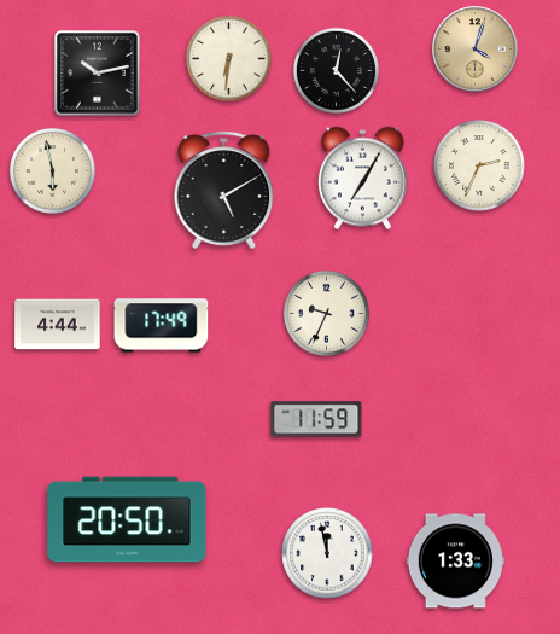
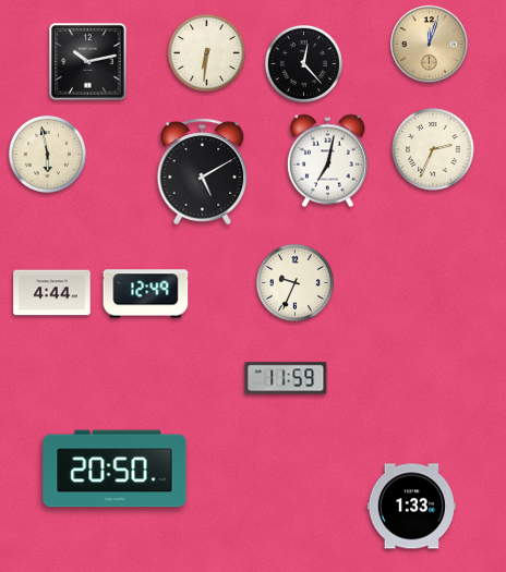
clock at (476, 50): 4:03 -> 12:03
clock at (98, 74) position: (98, 74) -> (88, 62)
clock at (362, 179): 7:05 -> 7:02
clock at (162, 326): 17:49 -> 12:49
clock at (327, 553): 11:58 -> none
